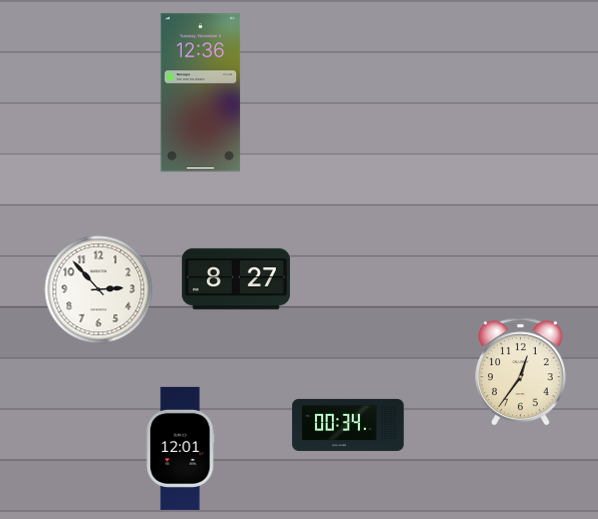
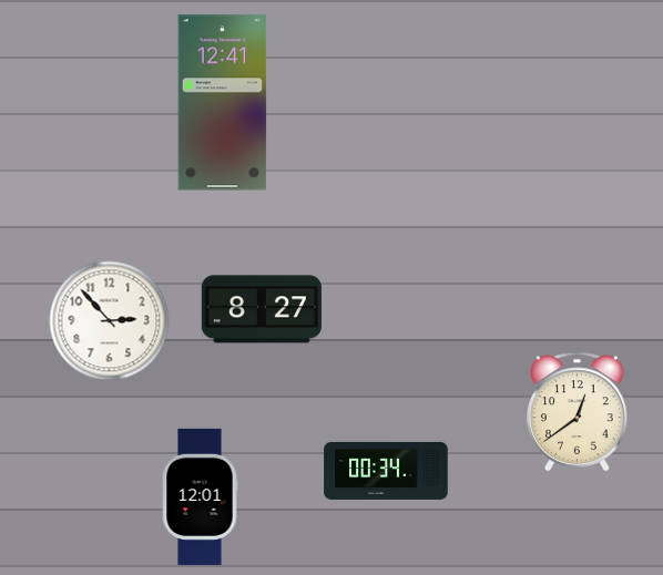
clock at (201, 93): 12:36 -> 12:41
clock at (521, 372): 12:36 -> 12:39
